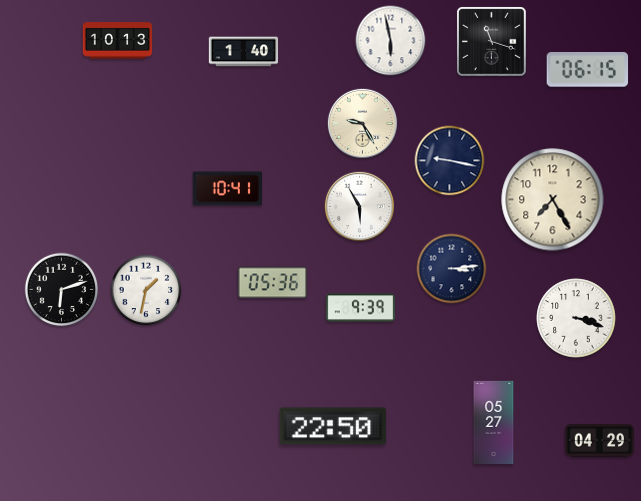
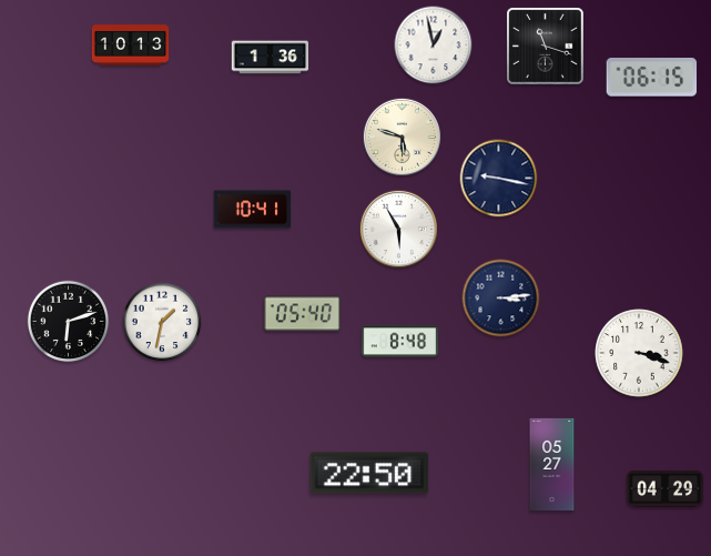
clock at (391, 41): 5:58 -> 12:58
clock at (244, 52): 1:40 -> 1:36
clock at (362, 123): 9:25 -> 5:48
clock at (553, 200): 7:25 -> none
clock at (273, 283): 05:36 -> 05:40
clock at (361, 308): 9:39 -> 8:48
clock at (494, 422) position: (494, 422) -> (552, 464)
